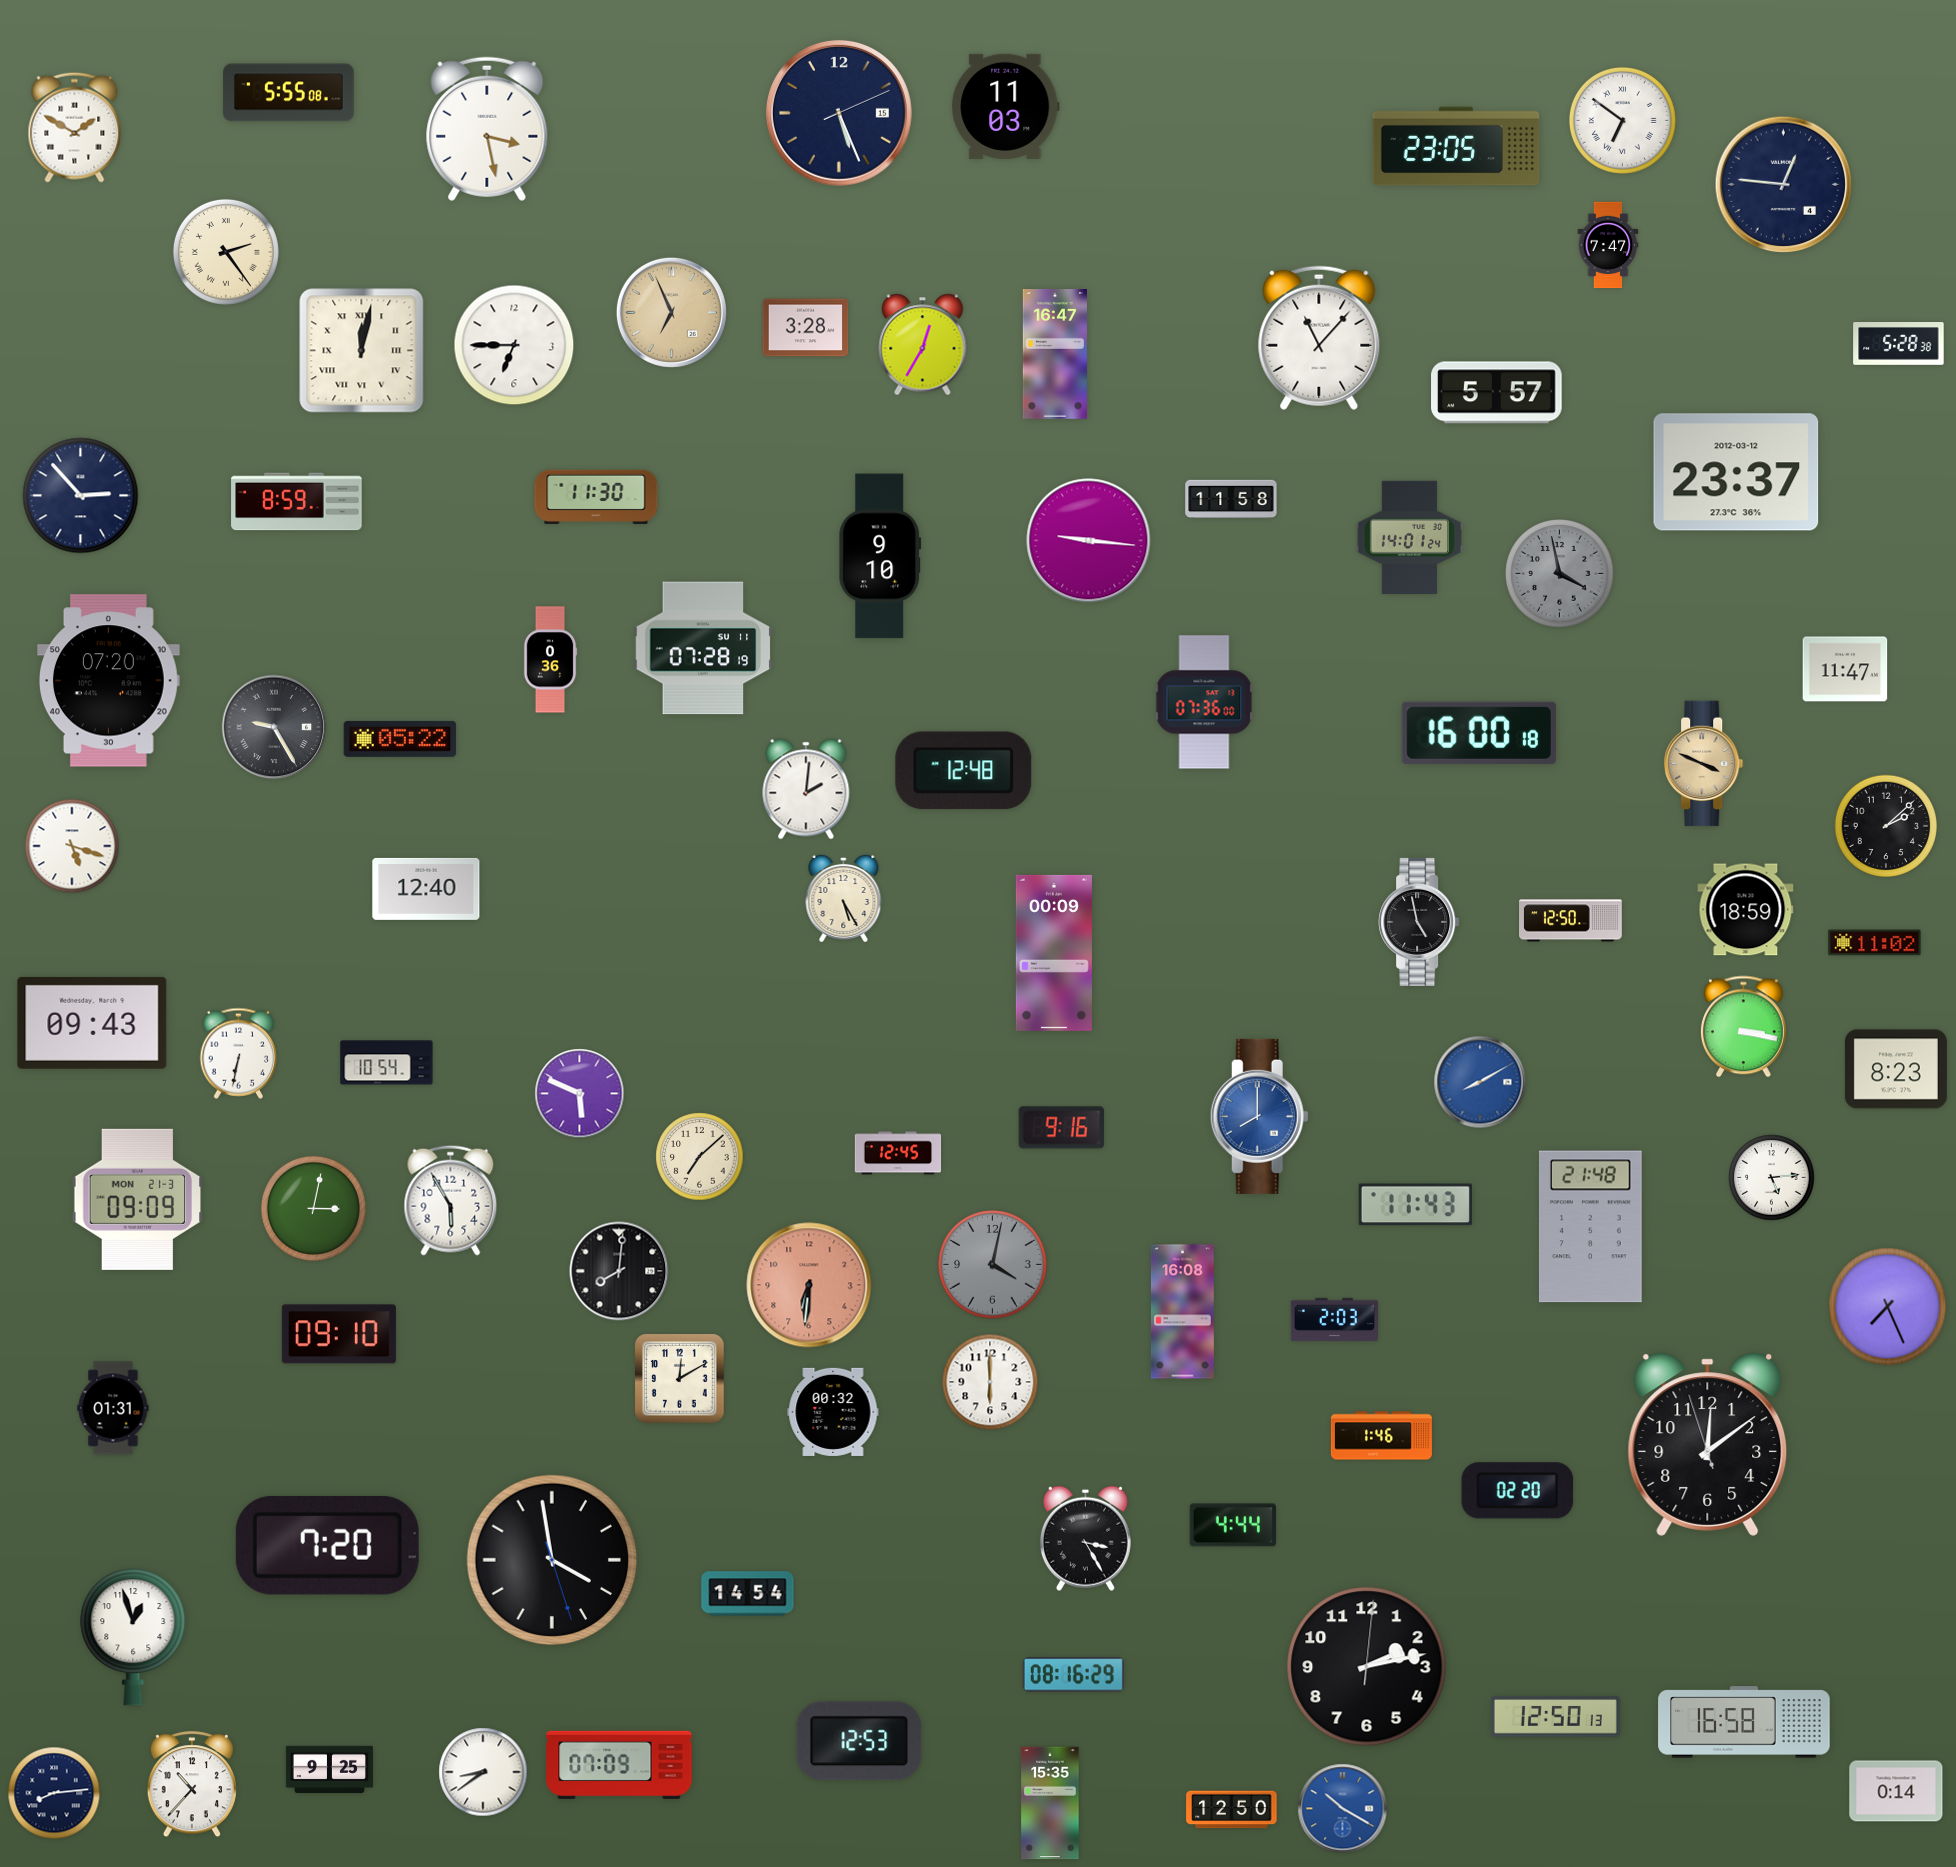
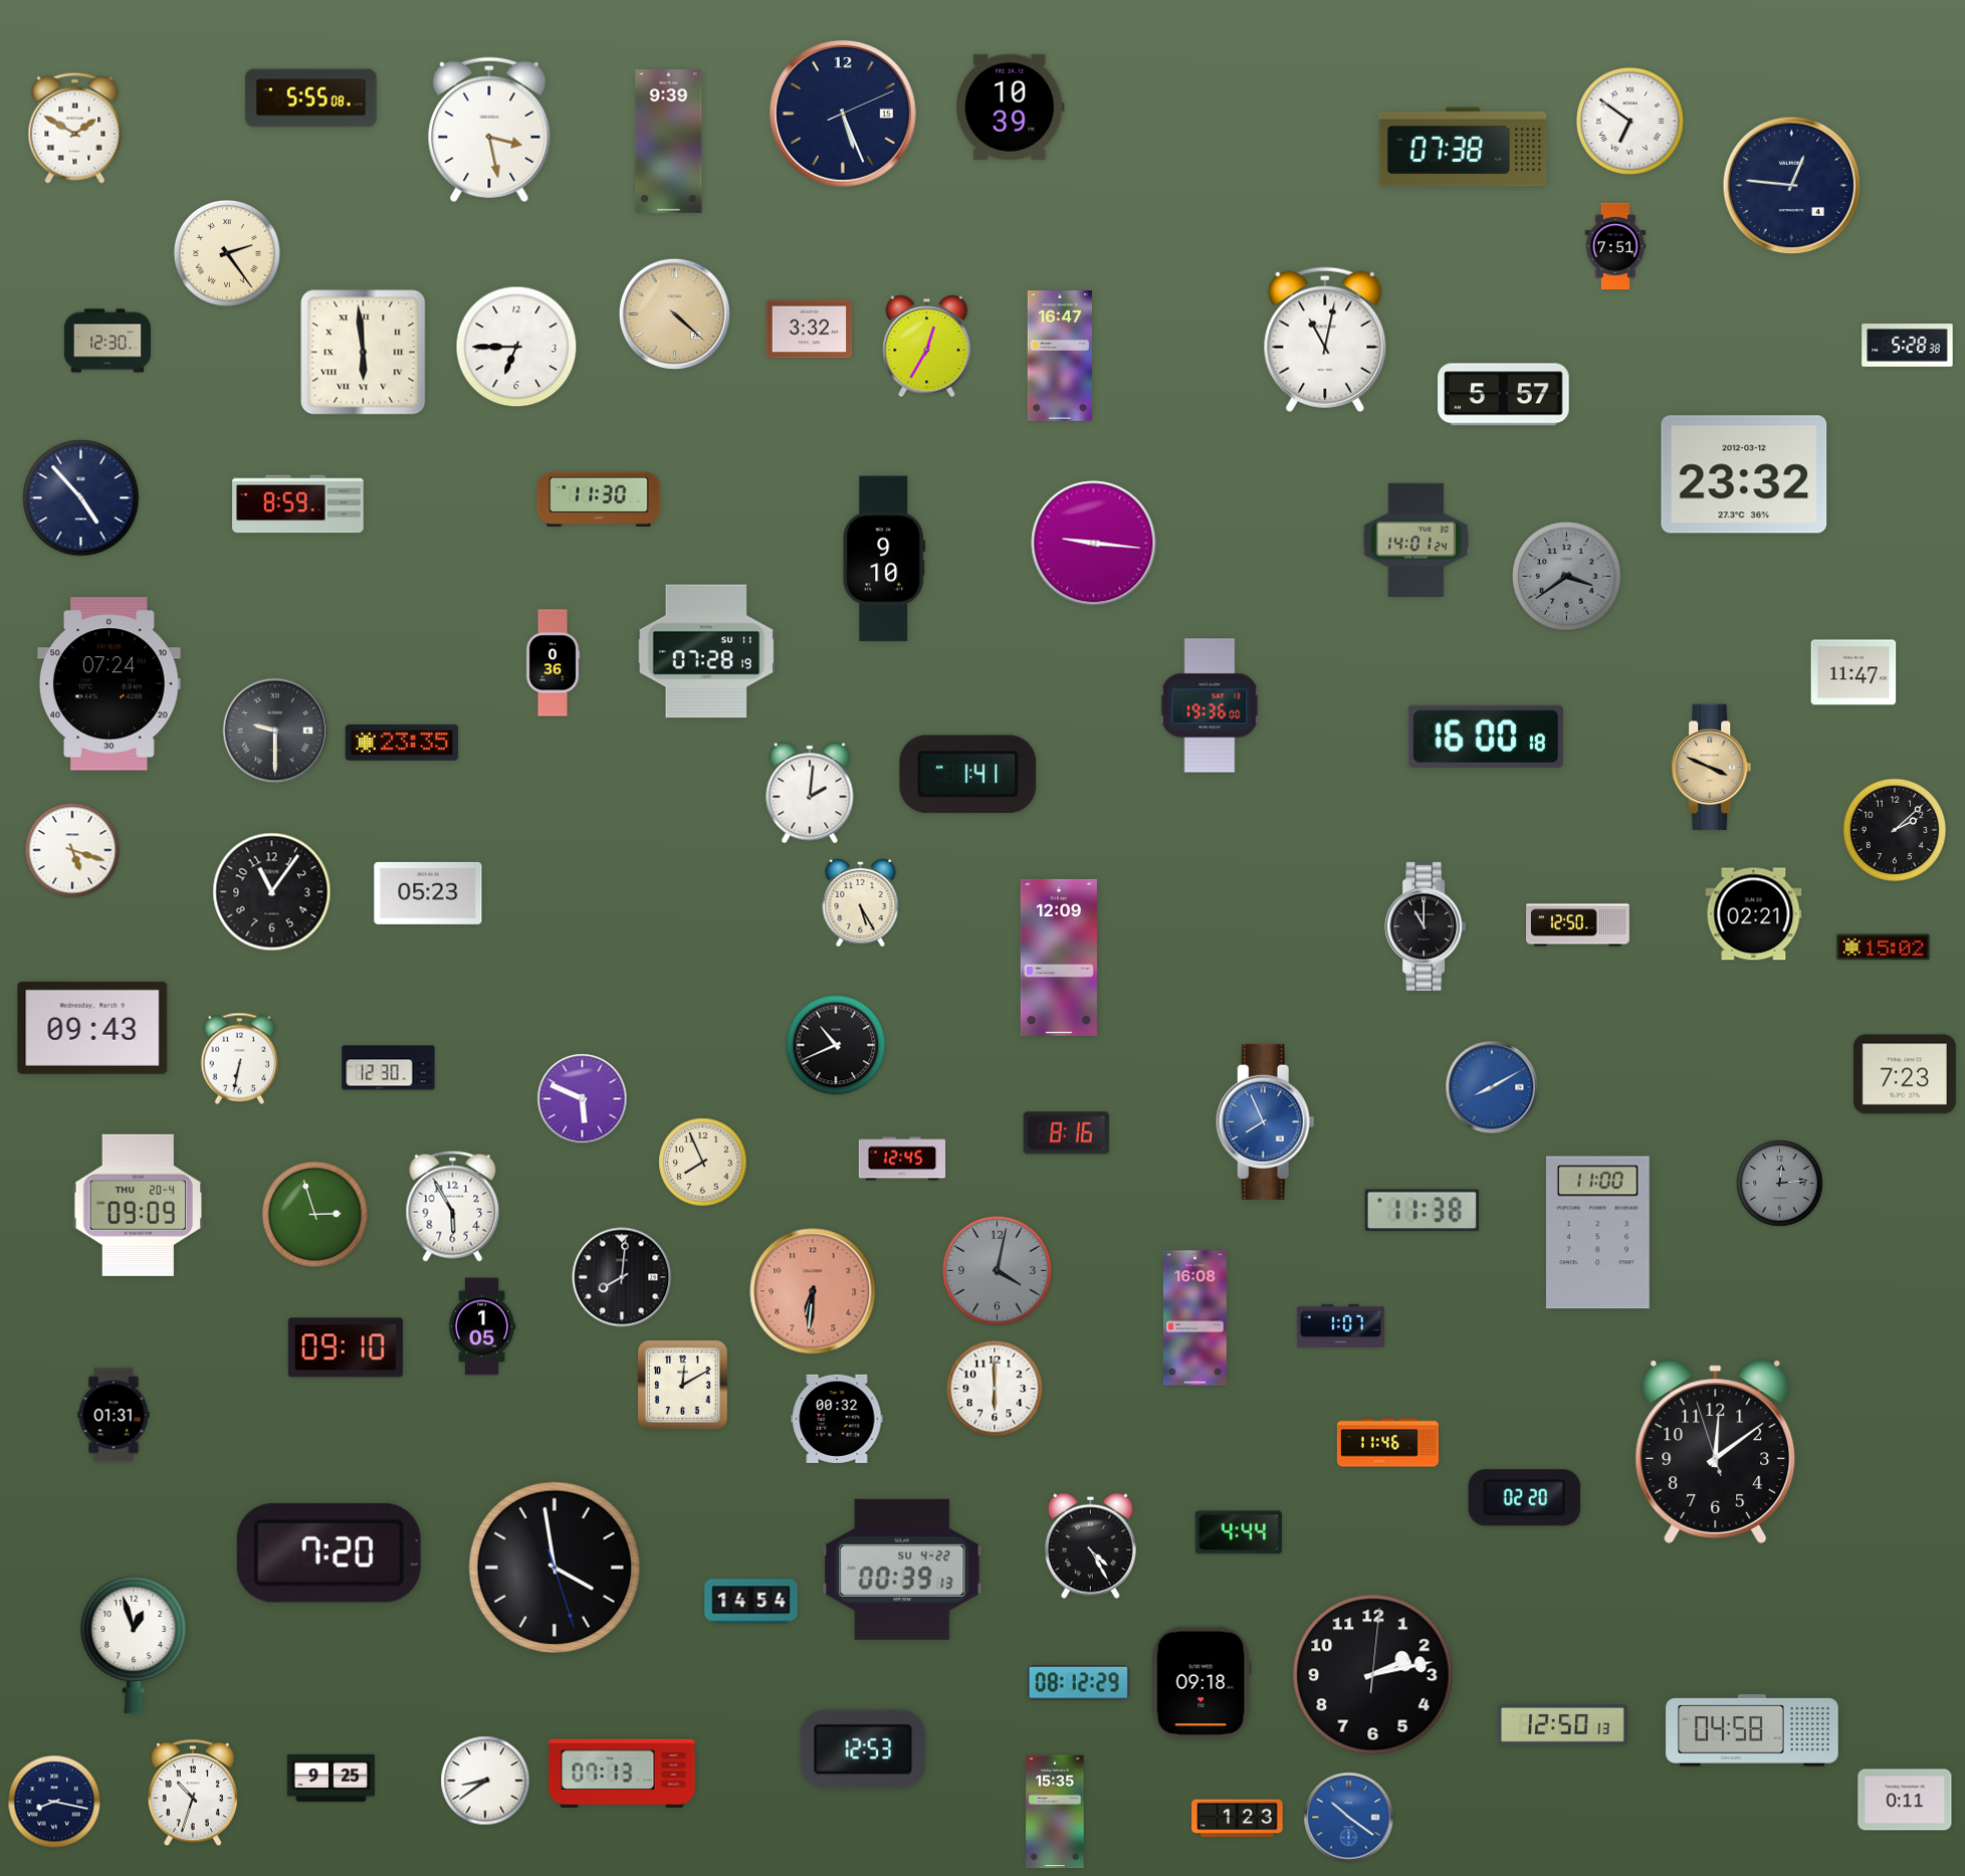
clock at (289, 93) position: (289, 93) -> (311, 98)
clock at (1006, 106): 11:03 -> 10:39
clock at (669, 141): none -> 9:39
clock at (1456, 146): 23:05 -> 07:38
clock at (1608, 245): 7:47 -> 7:51
clock at (671, 312): 6:56 -> 4:22
clock at (806, 328): 3:28 -> 3:32
clock at (1319, 338): 11:07 -> 11:02
clock at (107, 341): none -> 12:30
clock at (362, 351): 12:02 -> 5:59
clock at (1736, 472): 23:37 -> 23:32
clock at (81, 496): 2:53 -> 4:53
clock at (1231, 499): 11:58 -> none
clock at (1560, 574): 3:58 -> 3:39
clock at (109, 681): 07:20 -> 07:24
clock at (1204, 702): 07:36 -> 19:36
clock at (274, 727): 9:25 -> 9:30
clock at (400, 739): 05:22 -> 23:35
clock at (964, 771): 12:48 -> 1:41
clock at (272, 892): none -> 11:06
clock at (426, 889): 12:40 -> 05:23
clock at (844, 898) position: (844, 898) -> (861, 902)
clock at (1746, 910): 18:59 -> 02:21
clock at (1419, 922): 4:58 -> 11:00
clock at (1875, 943): 11:02 -> 15:02
clock at (1054, 953): 00:09 -> 12:09
clock at (1744, 1027): 3:17 -> none
clock at (836, 1045): none -> 10:41
clock at (387, 1063): 10:54 -> 12:30
clock at (1896, 1069): 8:23 -> 7:23
clock at (1480, 1082) position: (1480, 1082) -> (1492, 1087)
clock at (1259, 1116): 8:00 -> 7:56
clock at (1062, 1128): 9:16 -> 8:16
clock at (700, 1157): 7:08 -> 7:56
clock at (1772, 1178): 5:14 -> 12:14
clock at (1772, 1178) dial: white -> grey
clock at (138, 1199) date: MON 21-3 -> THU 20-4
clock at (1415, 1205): 11:43 -> 11:38
clock at (313, 1208): 3:02 -> 2:57
clock at (1590, 1227): 21:48 -> 11:00
clock at (1888, 1307): 7:26 -> none
clock at (1182, 1312) position: (1182, 1312) -> (1194, 1318)
clock at (1334, 1319): 2:03 -> 1:07
clock at (482, 1326): none -> 1:05
clock at (339, 1334) position: (339, 1334) -> (346, 1347)
clock at (1381, 1436): 1:46 -> 11:46
clock at (1085, 1538): 3:25 -> 4:25
clock at (902, 1570): none -> 00:39
clock at (1073, 1675): 08:16 -> 08:12
clock at (1202, 1683): none -> 09:18
clock at (1744, 1722): 16:58 -> 04:58
clock at (619, 1765): 07:09 -> 07:13
clock at (192, 1785): 10:37 -> 10:33
clock at (1896, 1791): 0:14 -> 0:11
clock at (54, 1793): 8:14 -> 8:17
clock at (1343, 1809): 10:20 -> 10:21
clock at (1232, 1810): 12:50 -> 1:23
